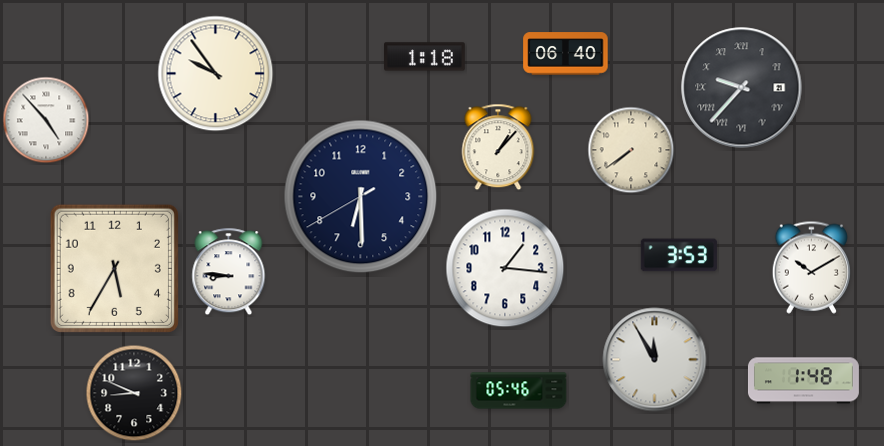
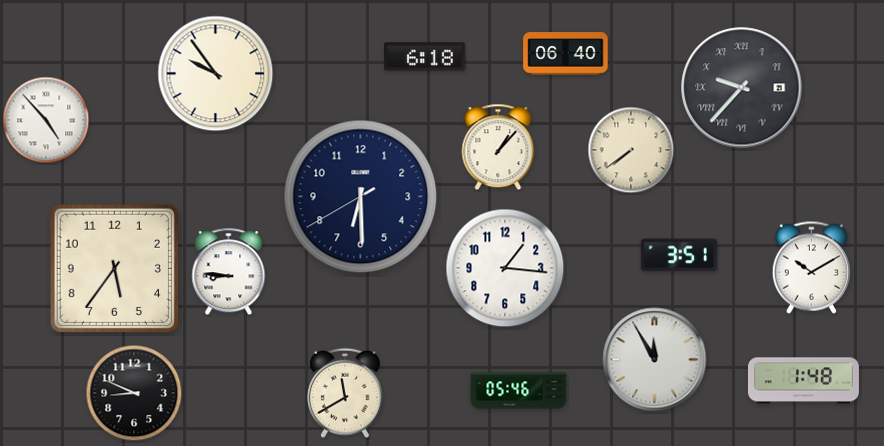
clock at (425, 57): 1:18 -> 6:18
clock at (679, 255): 3:53 -> 3:51
clock at (114, 268): 5:35 -> 5:36
clock at (346, 393): none -> 11:40
